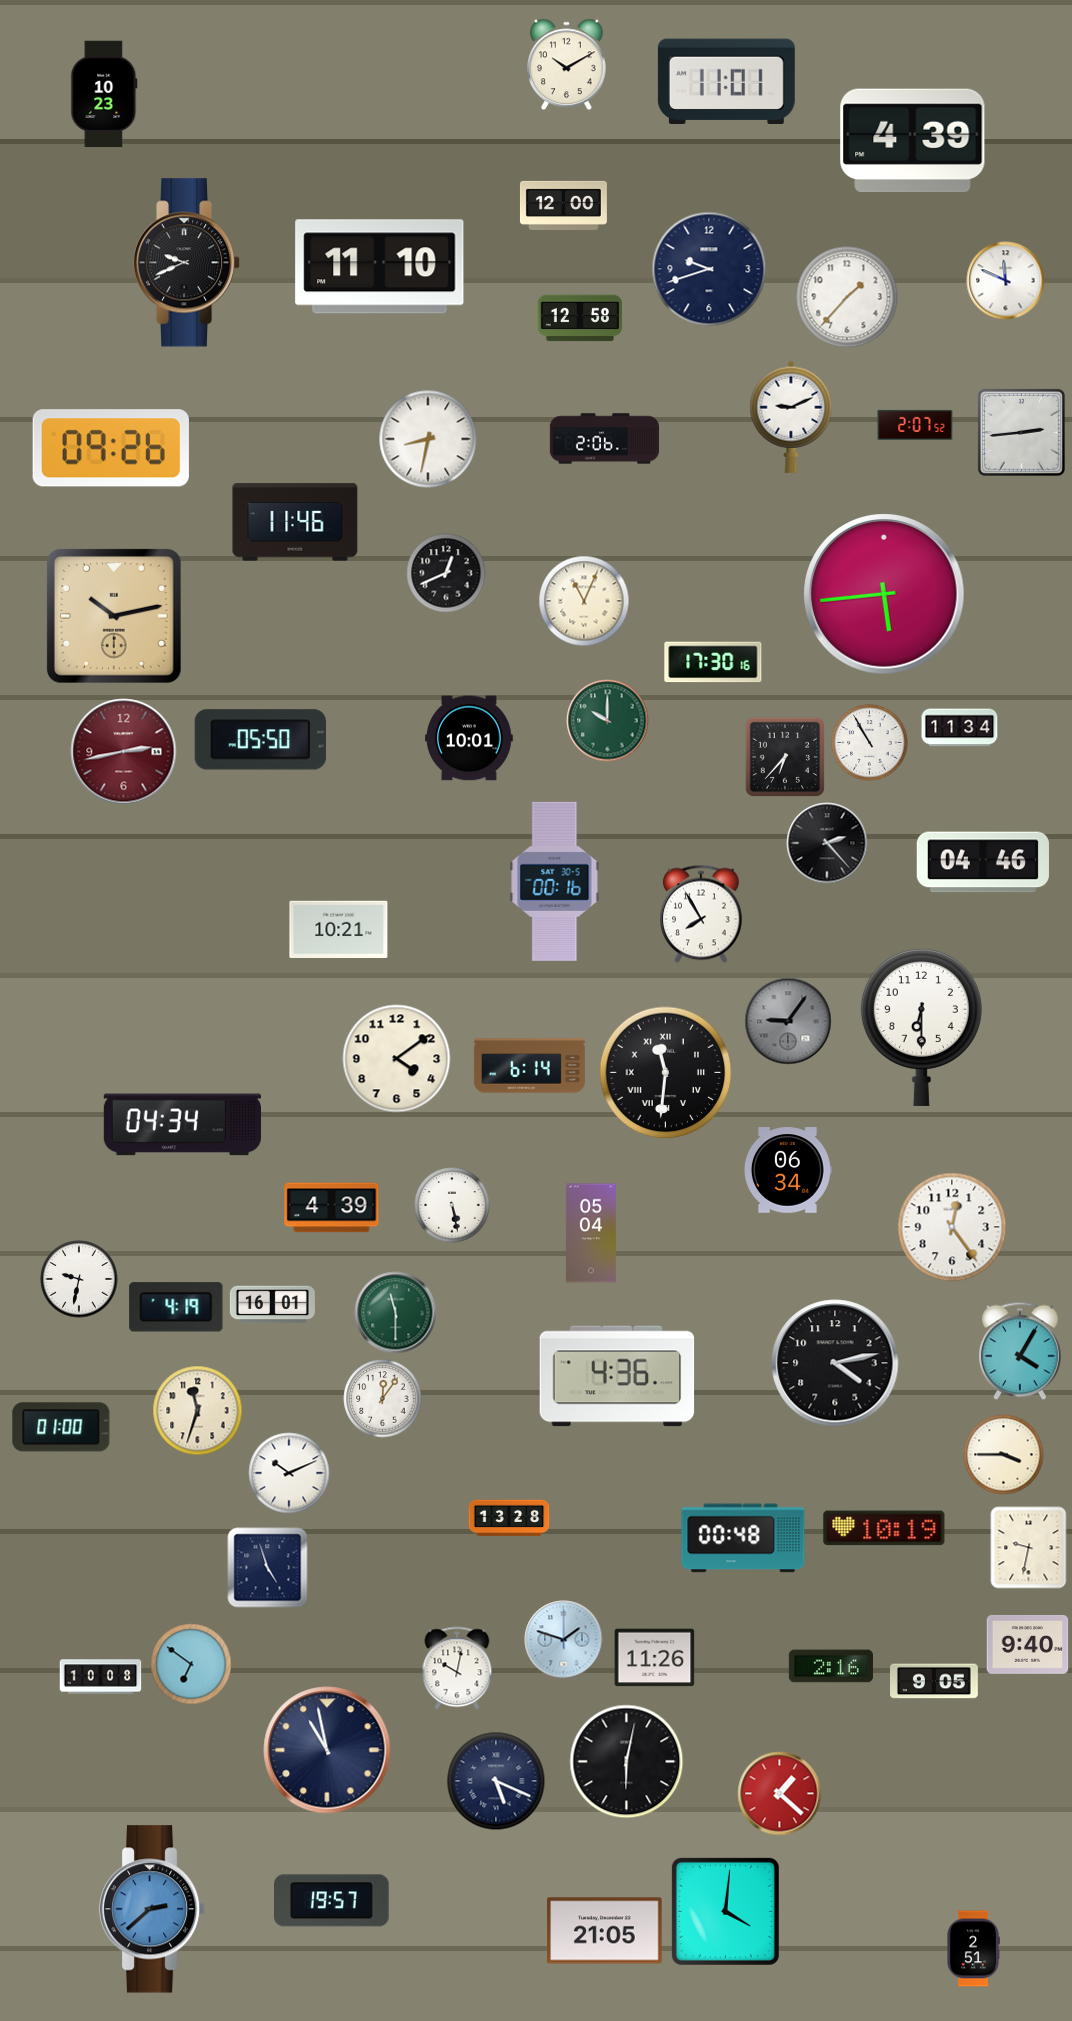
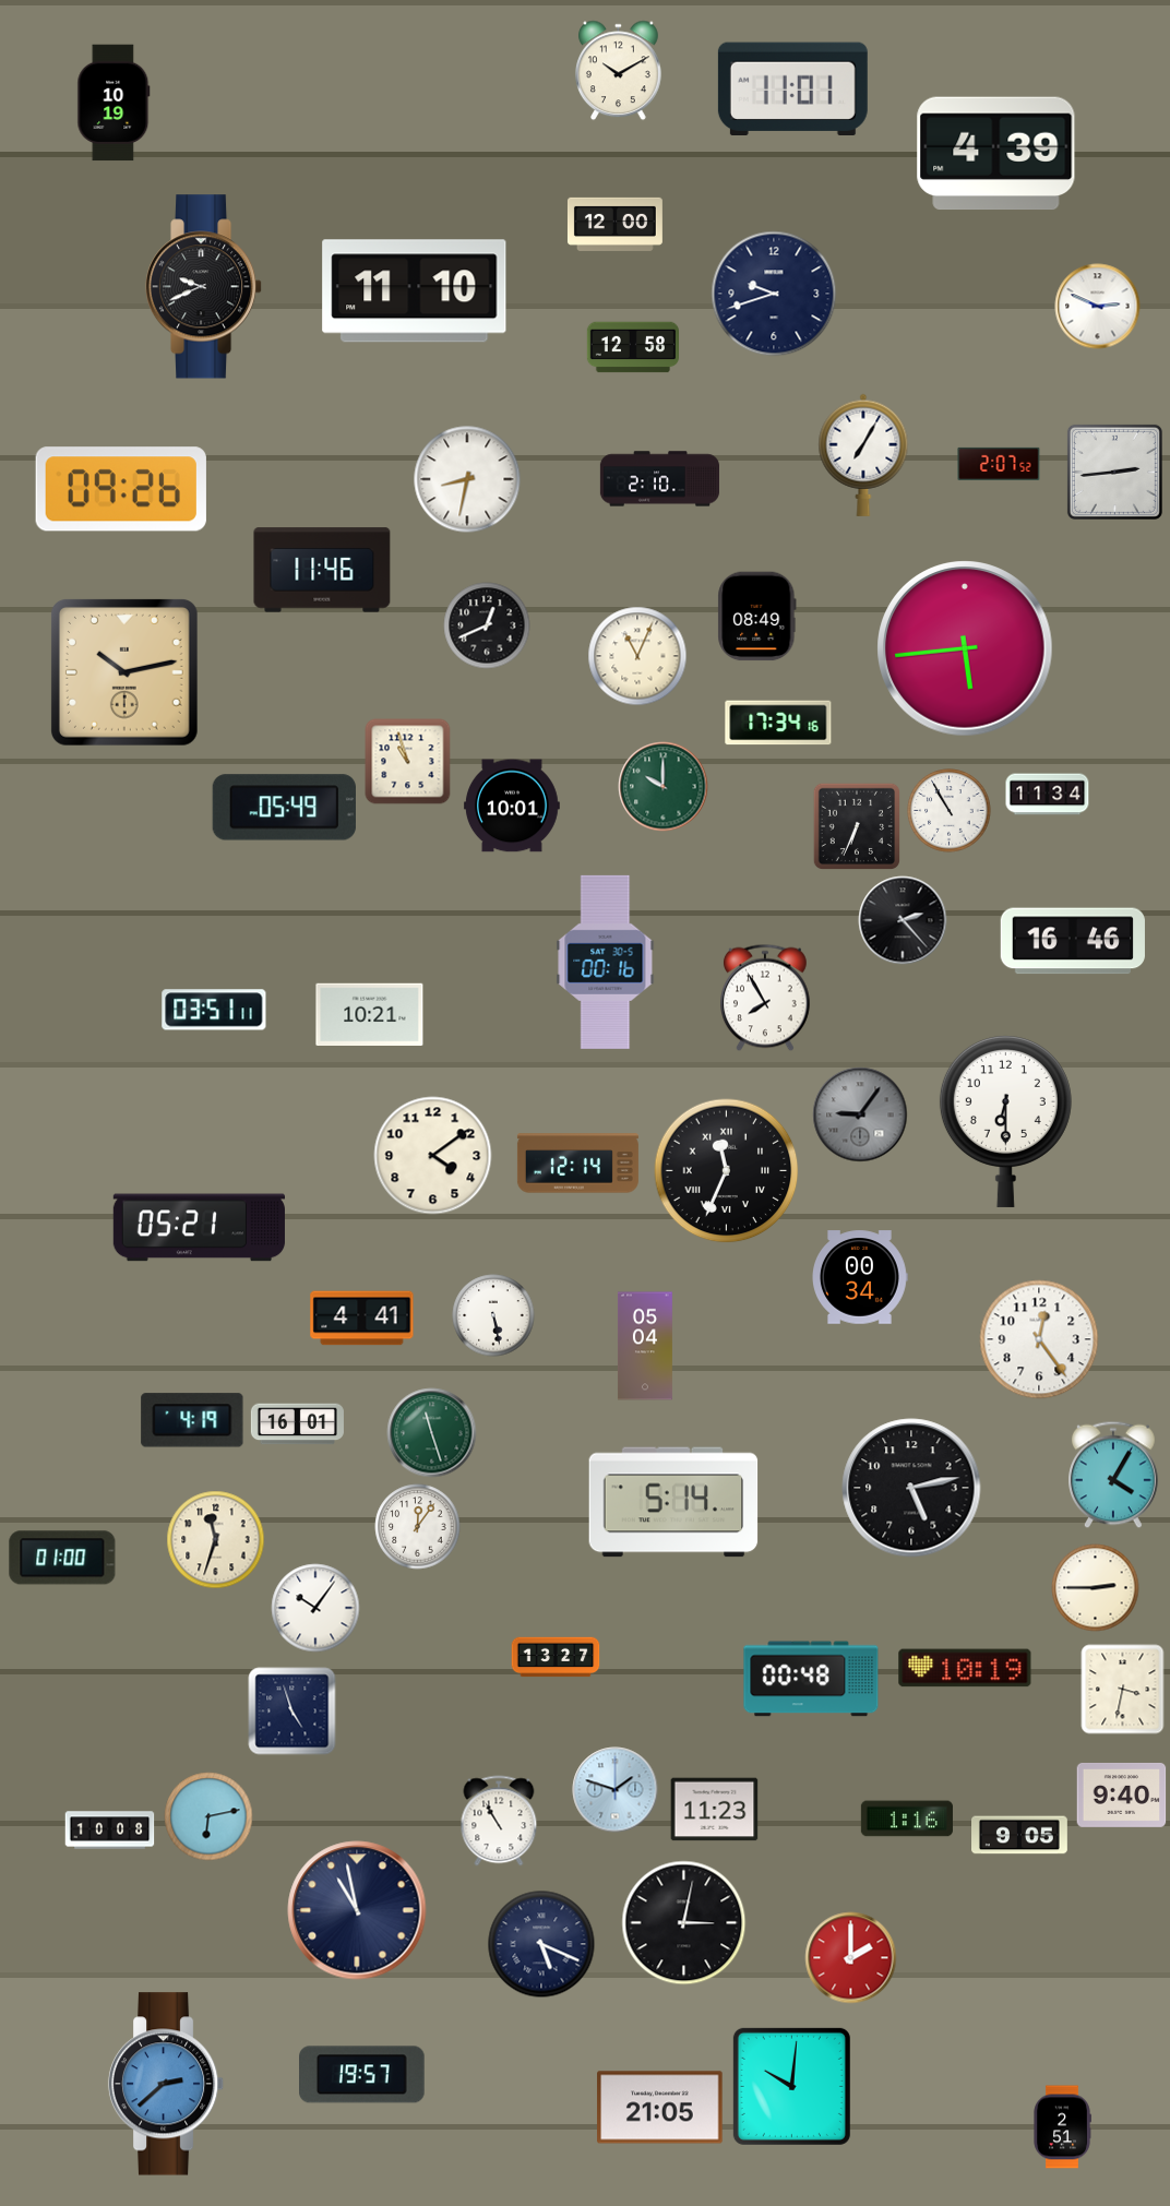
clock at (104, 94): 10:23 -> 10:19
clock at (1006, 281): 11:49 -> 2:49
clock at (847, 297): 1:37 -> none
clock at (791, 417): 9:11 -> 7:05
clock at (604, 439): 2:06 -> 2:10
clock at (757, 617): none -> 08:49
clock at (713, 662): 17:30 -> 17:34
clock at (408, 762): none -> 10:57
clock at (260, 740): 05:50 -> 05:49
clock at (124, 752): 2:43 -> none
clock at (784, 756): 6:37 -> 6:34
clock at (982, 862): 04:46 -> 16:46
clock at (214, 1010): none -> 03:51
clock at (529, 1066): 6:14 -> 12:14
clock at (666, 1073): 11:31 -> 11:34
clock at (182, 1125): 04:34 -> 05:21
clock at (788, 1170): 06:34 -> 00:34
clock at (332, 1208): 4:39 -> 4:41
clock at (79, 1279): 9:32 -> none
clock at (176, 1307) position: (176, 1307) -> (192, 1420)
clock at (396, 1313): 11:30 -> 11:27
clock at (835, 1363): 4:13 -> 5:13
clock at (617, 1376): 4:36 -> 5:14
clock at (61, 1427) position: (61, 1427) -> (62, 1558)
clock at (1004, 1455): 3:45 -> 2:45
clock at (289, 1473): 10:11 -> 10:06
clock at (509, 1518): 13:28 -> 13:27
clock at (1029, 1548): 9:32 -> 3:32
clock at (655, 1658): 11:26 -> 11:23
clock at (191, 1664): 6:51 -> 6:13
clock at (831, 1666): 2:16 -> 1:16
clock at (457, 1668): 10:02 -> 10:55
clock at (627, 1762): 6:02 -> 3:02
clock at (780, 1794): 1:22 -> 2:00
clock at (725, 1911): 4:01 -> 10:01
